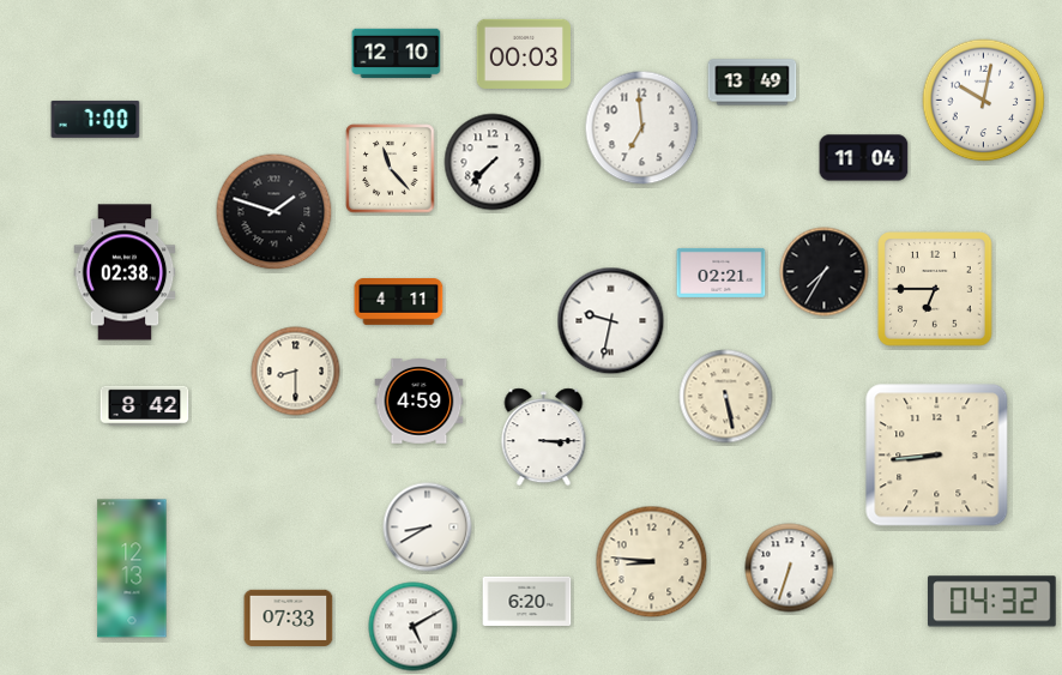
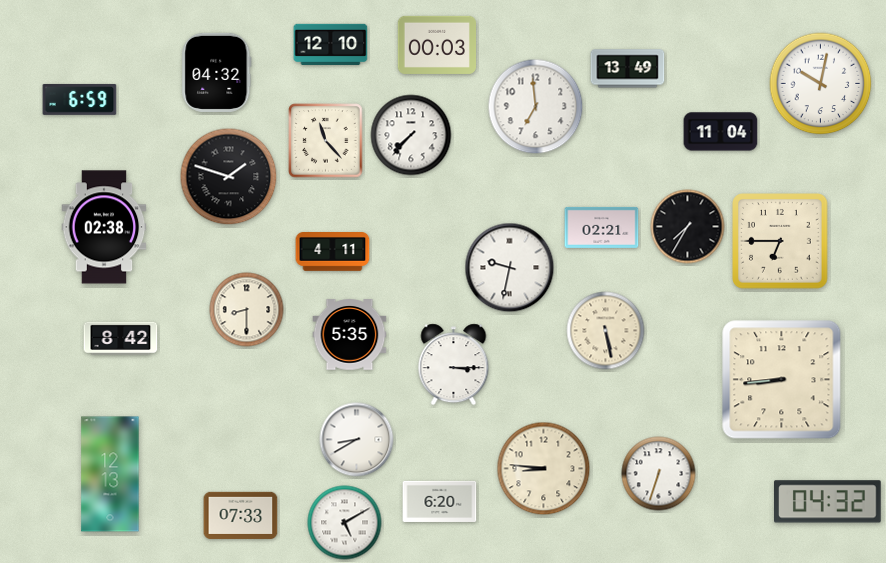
clock at (217, 72): none -> 04:32
clock at (96, 119): 7:00 -> 6:59
clock at (420, 402): 4:59 -> 5:35
